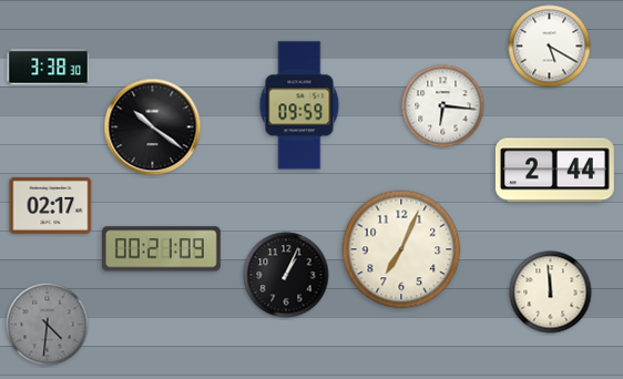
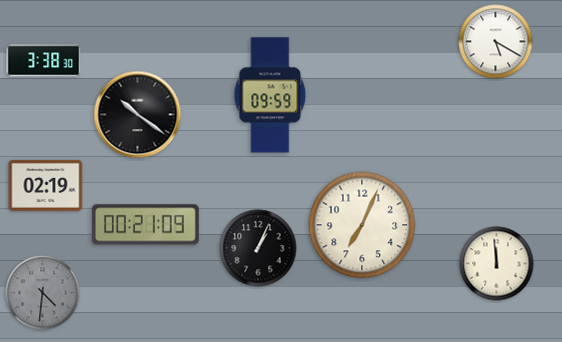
clock at (443, 106): 6:16 -> none
clock at (554, 171): 2:44 -> none
clock at (51, 205): 02:17 -> 02:19
